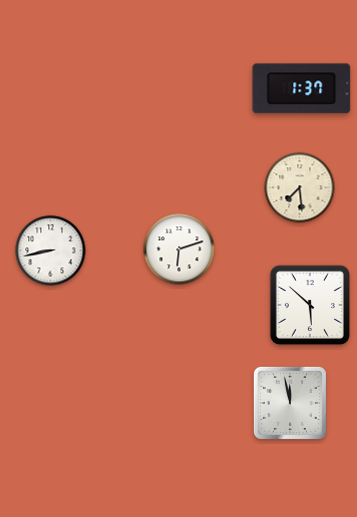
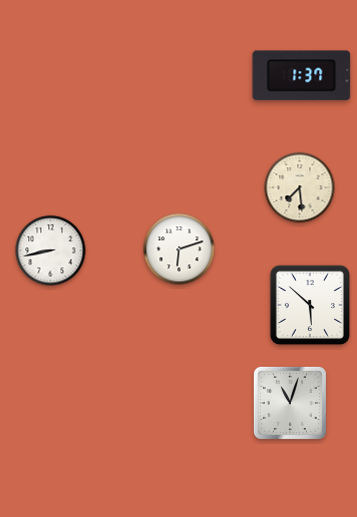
clock at (302, 89) position: (302, 89) -> (302, 76)
clock at (290, 403): 11:58 -> 11:03
